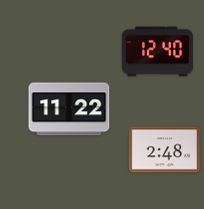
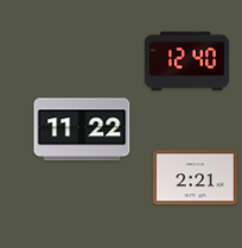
clock at (164, 150): 2:48 -> 2:21
